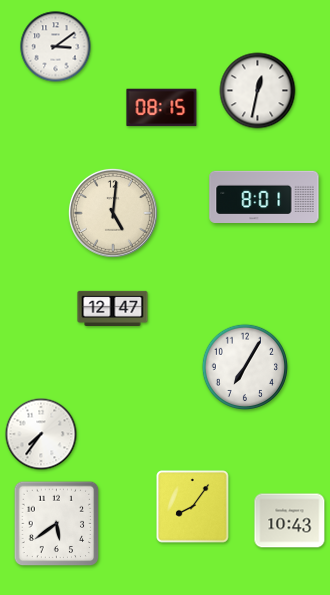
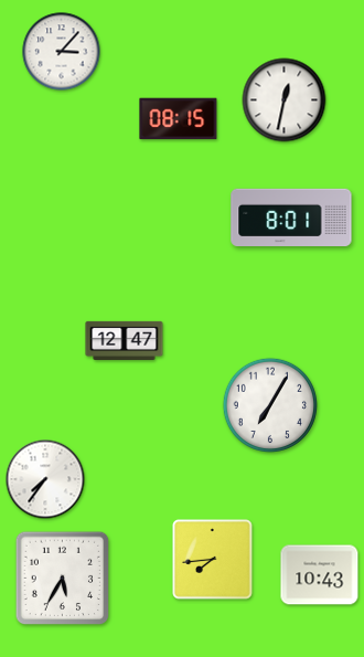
clock at (56, 47): 3:09 -> 3:07
clock at (113, 213): 5:01 -> none
clock at (193, 507): 8:06 -> 7:44
clock at (57, 524): 5:39 -> 5:35
